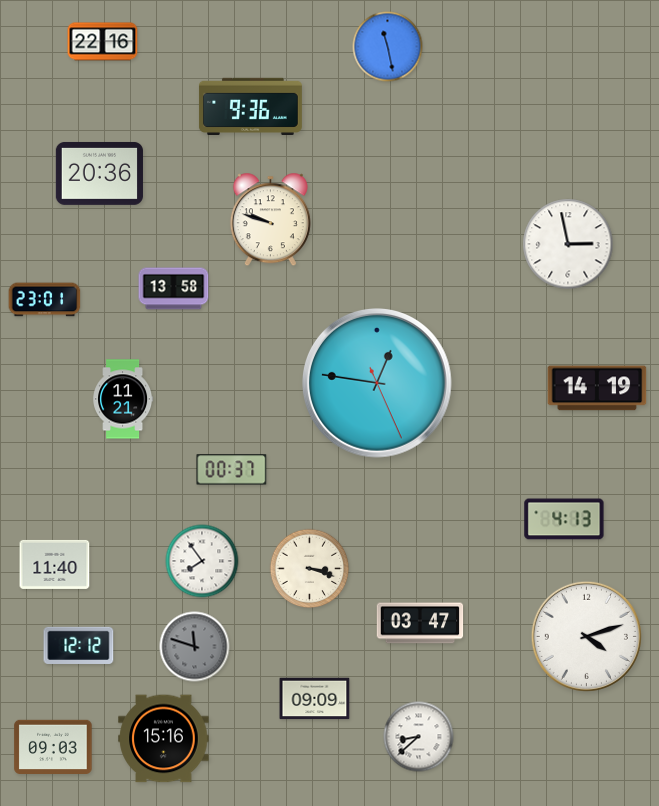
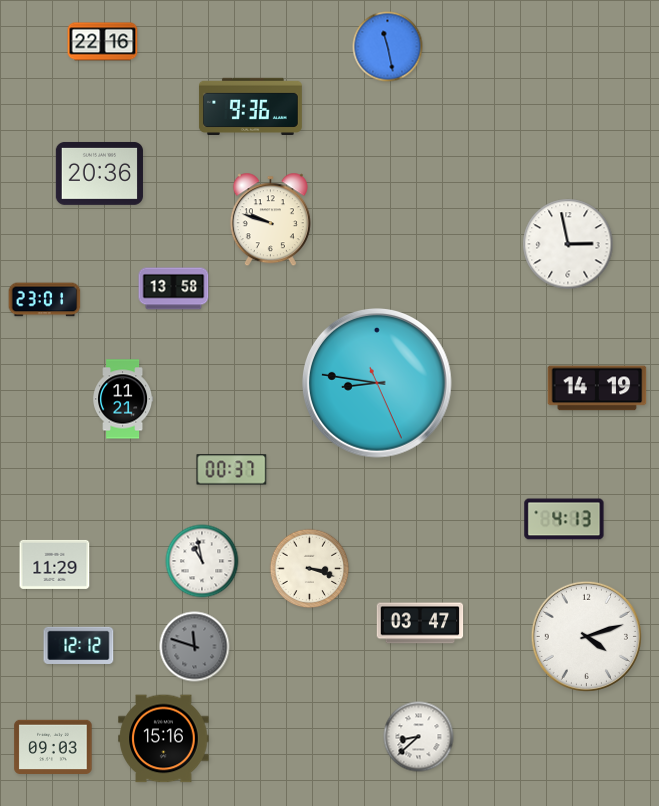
clock at (378, 384): 12:46 -> 8:46
clock at (202, 561): 7:54 -> 10:58
clock at (55, 564): 11:40 -> 11:29
clock at (315, 699): 09:09 -> none
